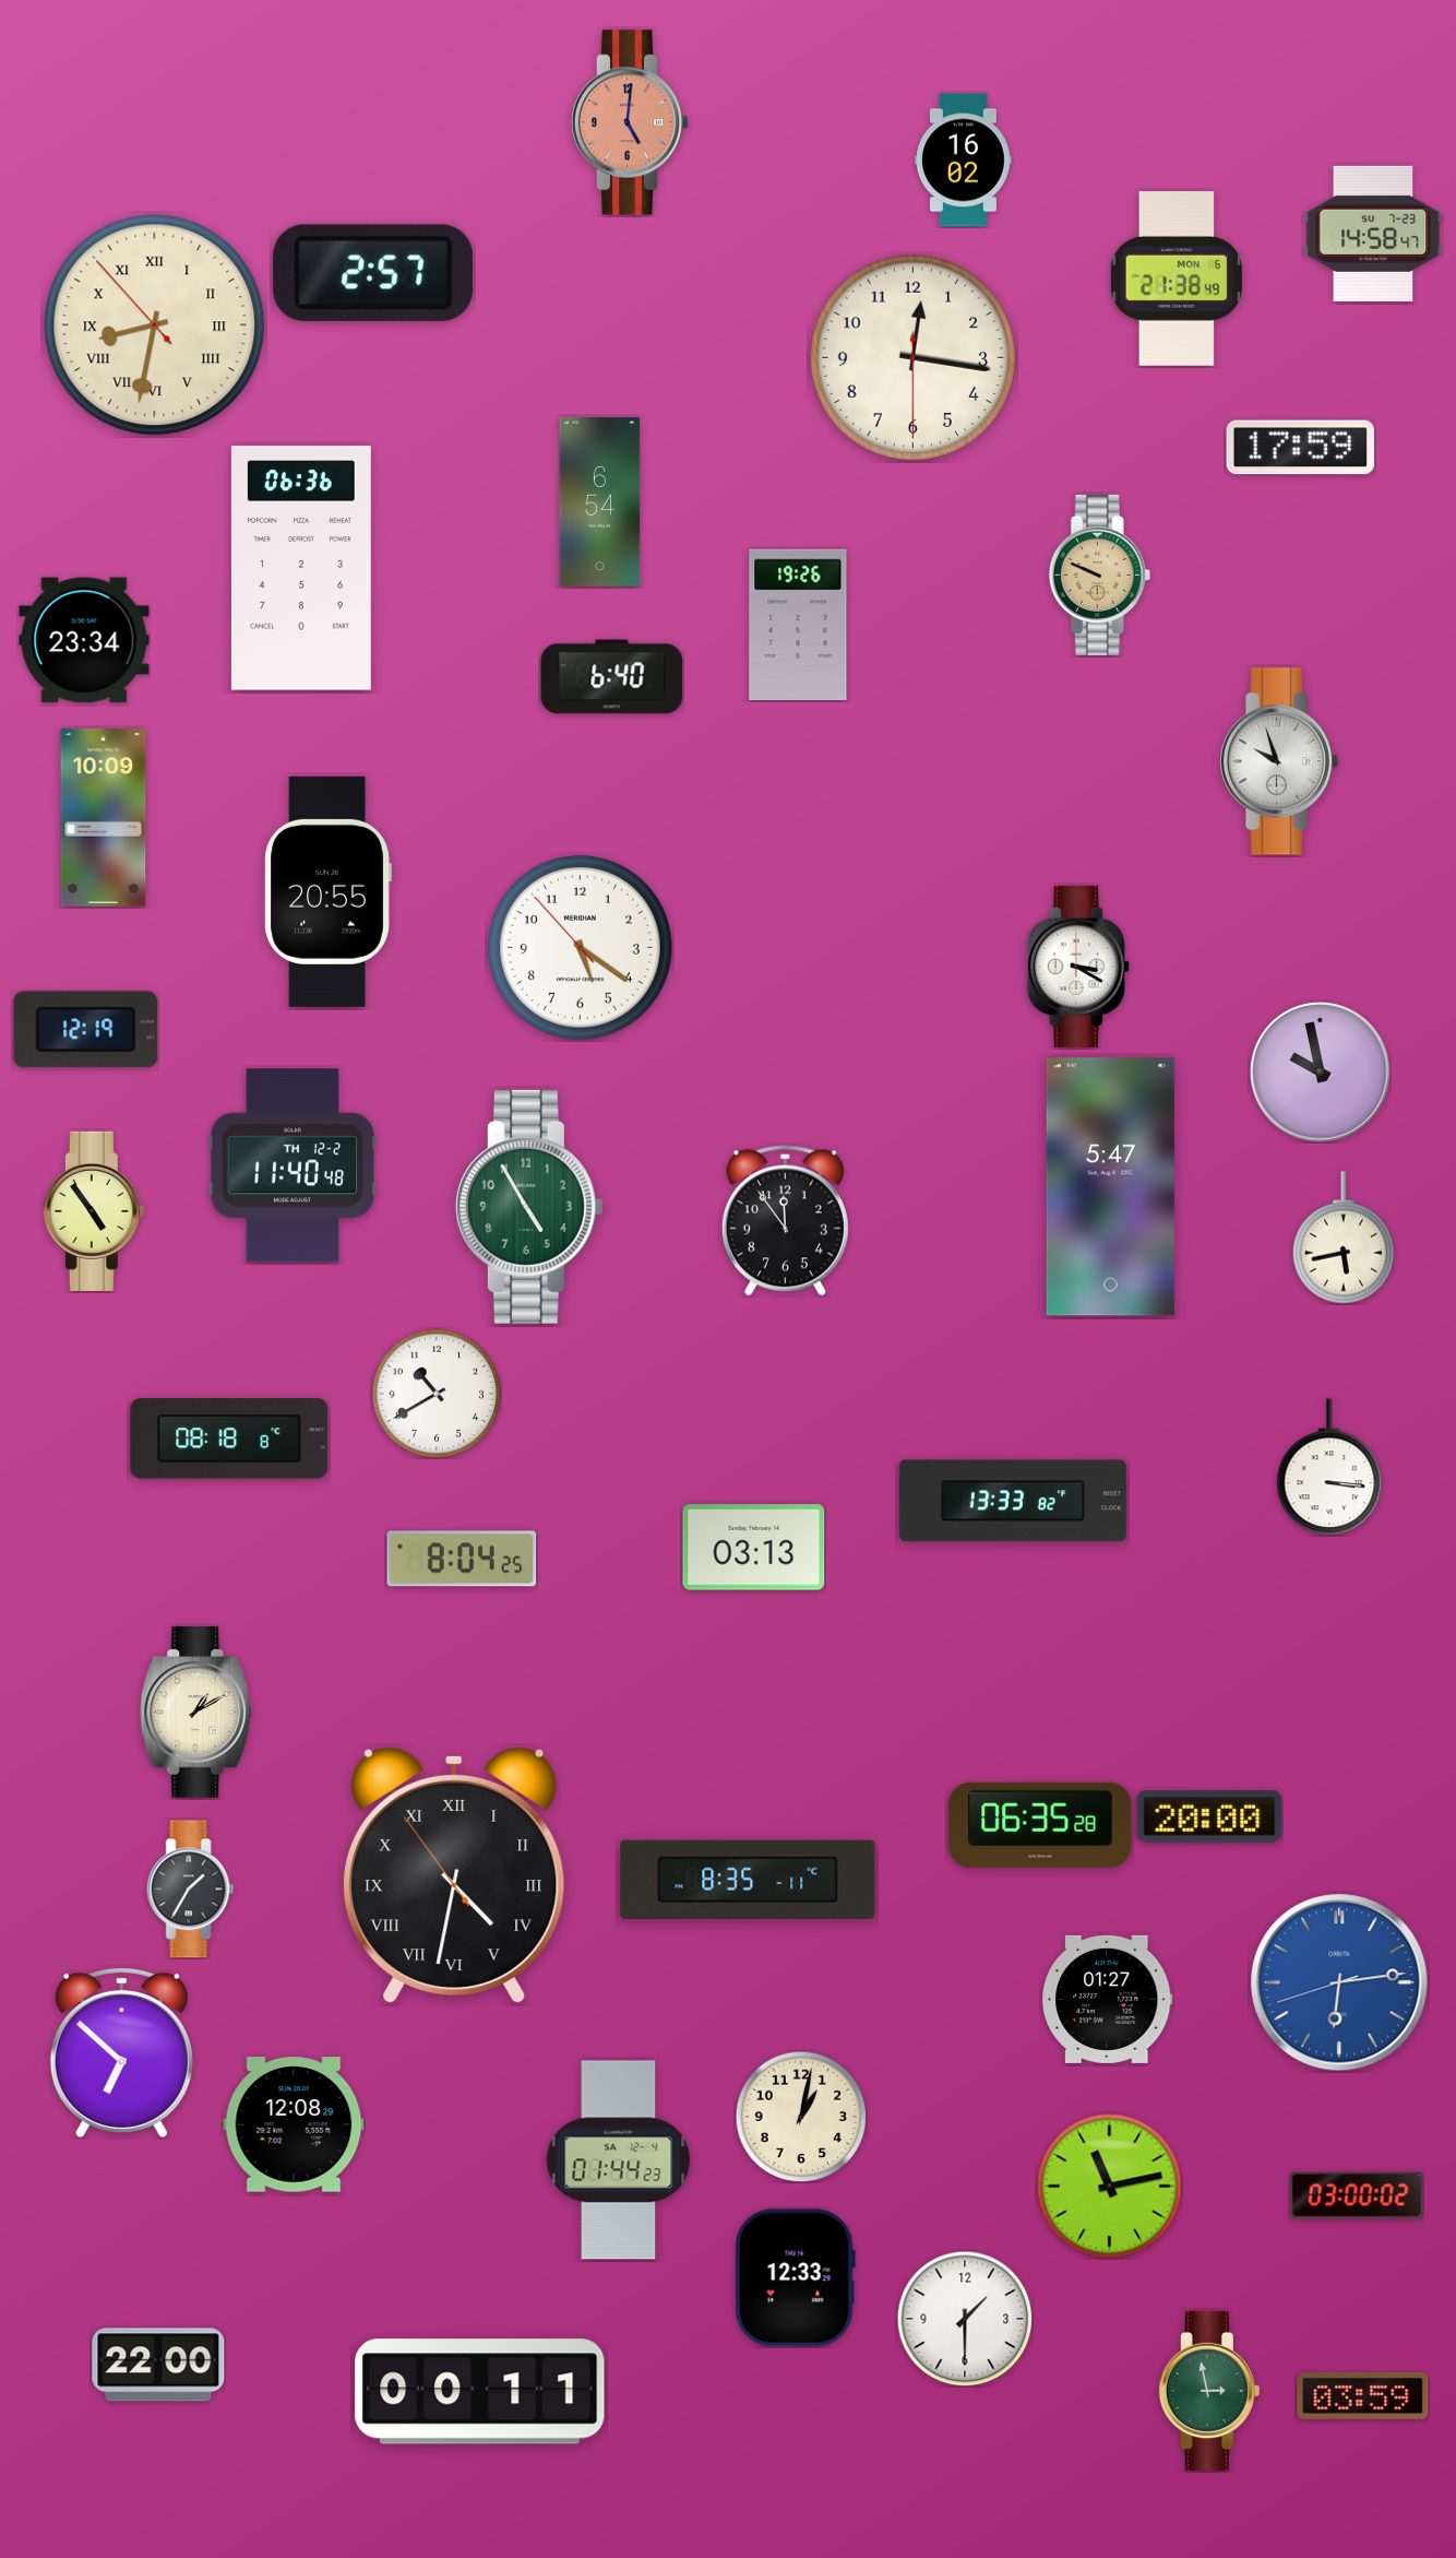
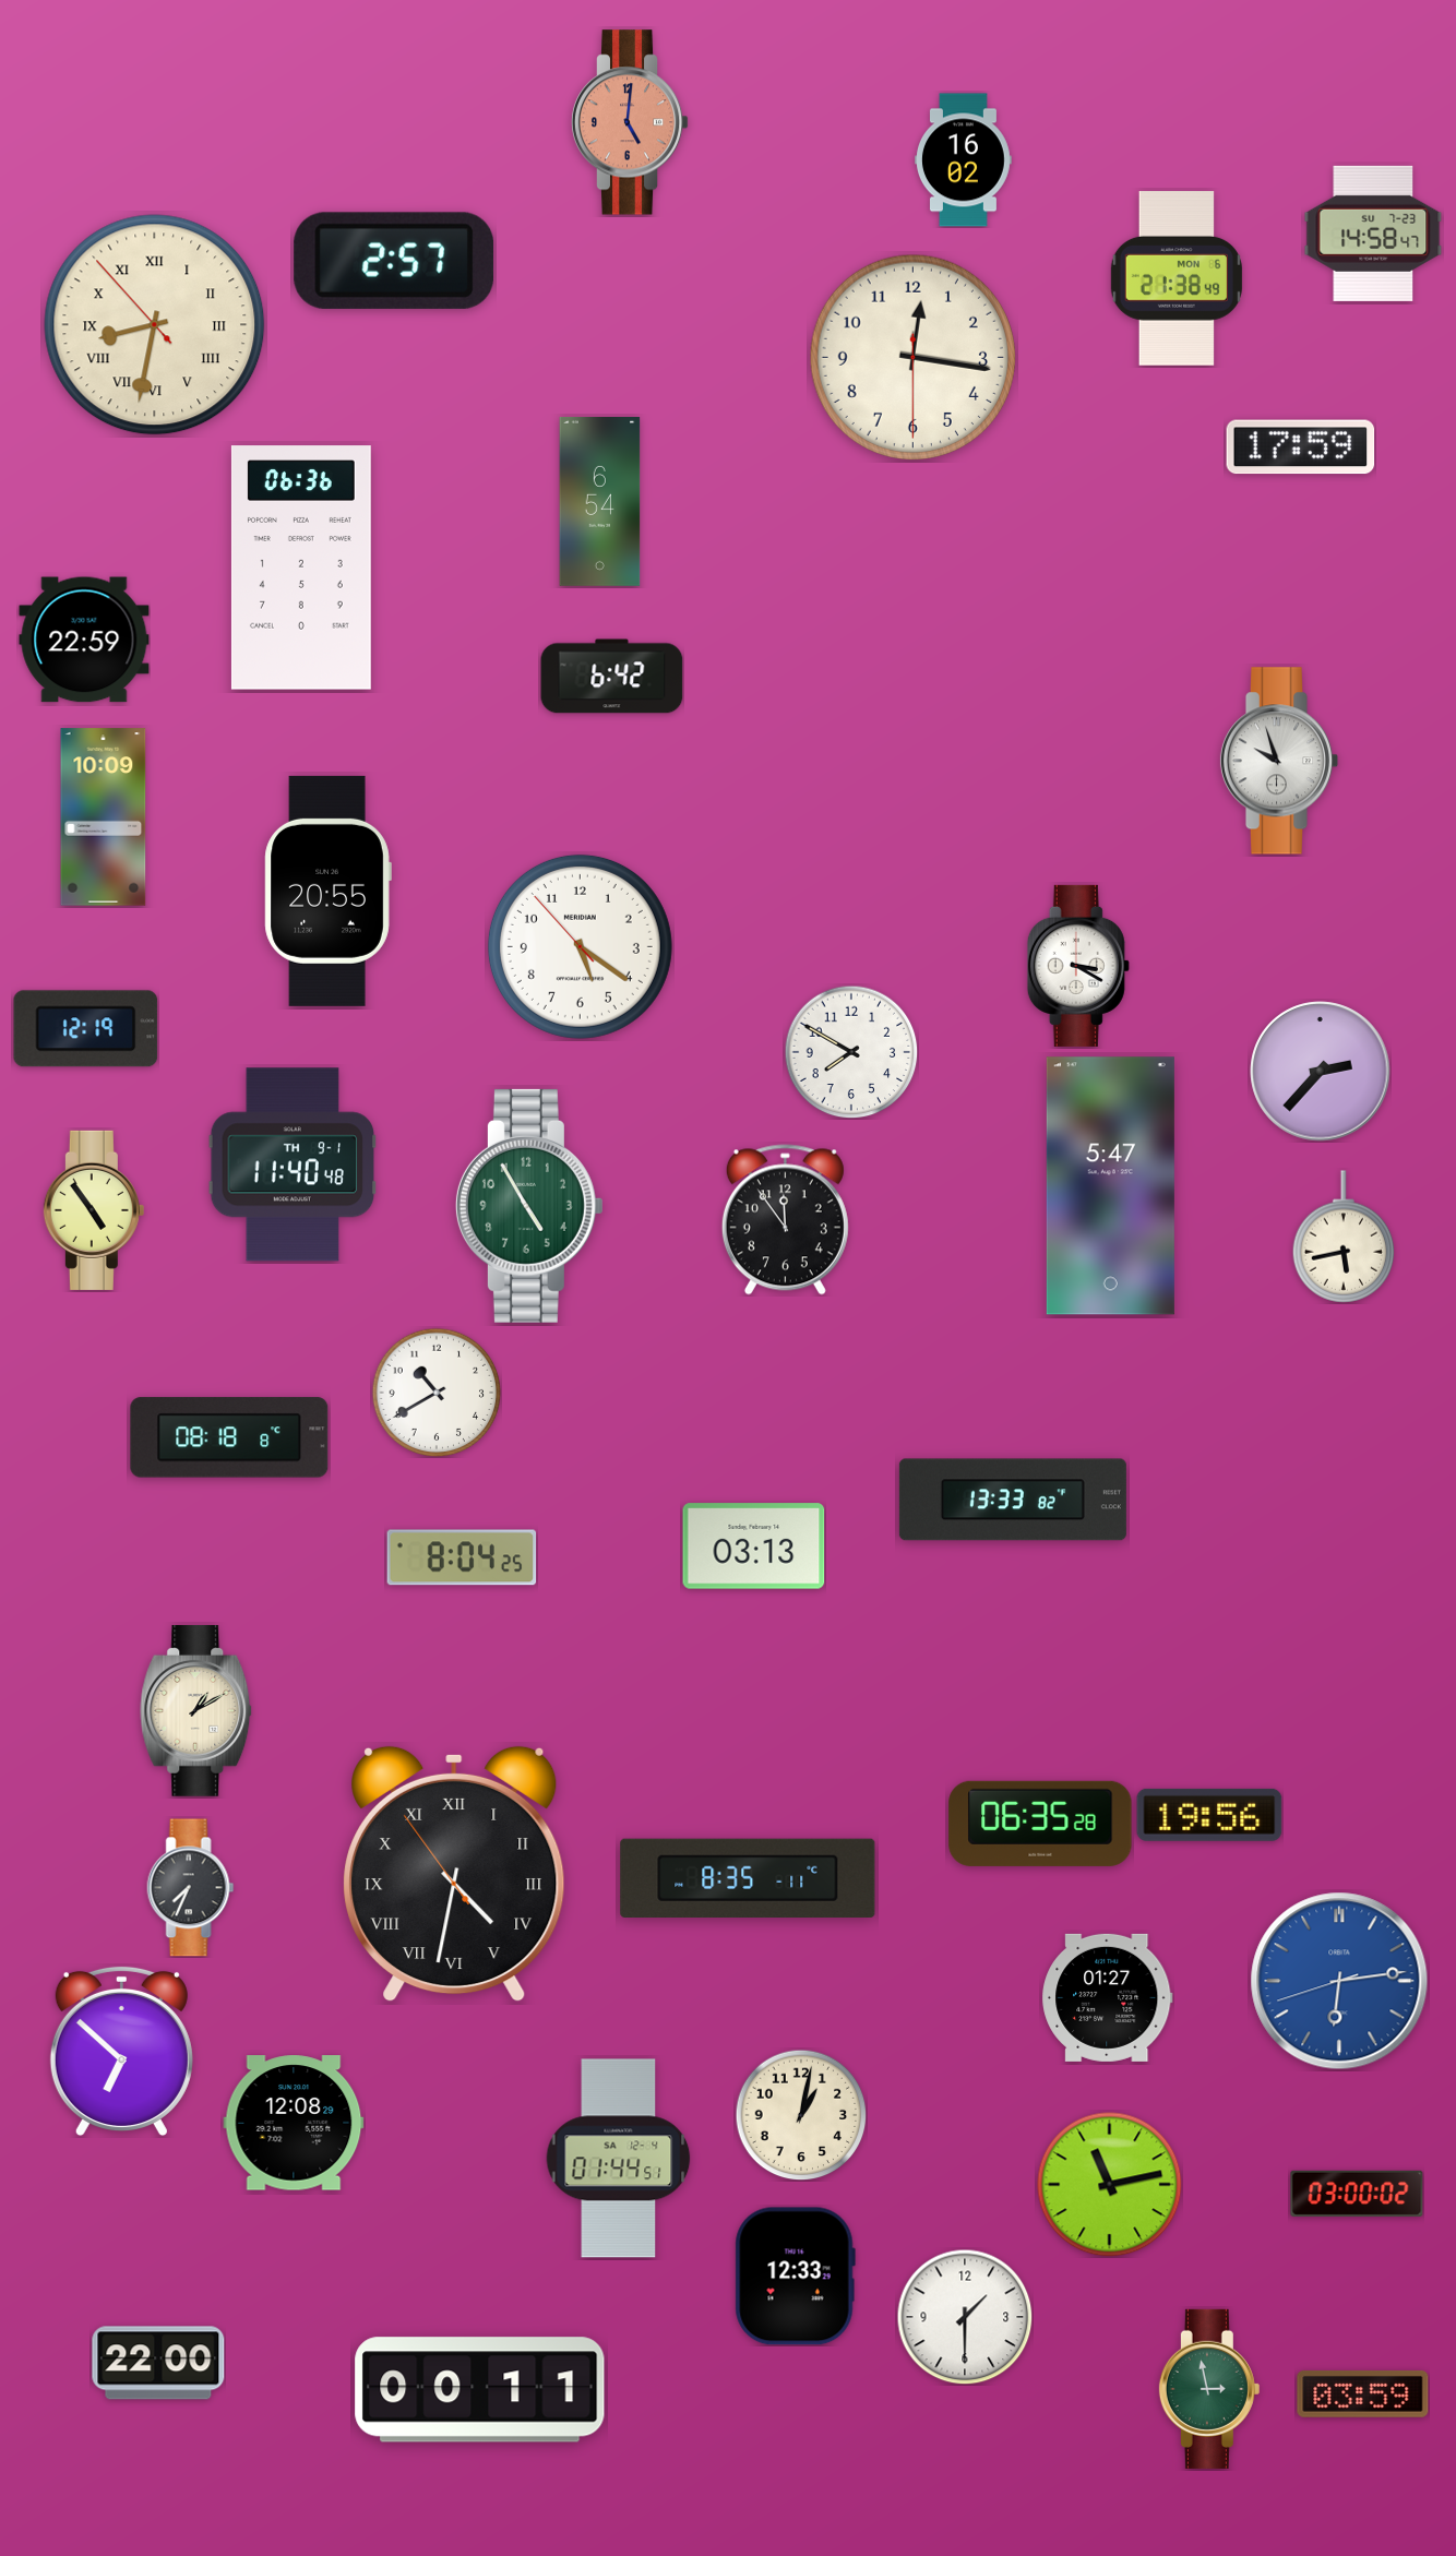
clock at (373, 273) position: (373, 273) -> (394, 261)
clock at (1099, 575): 9:49 -> none
clock at (798, 625): 19:26 -> none
clock at (84, 640): 23:34 -> 22:59
clock at (612, 677): 6:40 -> 6:42
clock at (851, 1052): none -> 7:50
clock at (1321, 1073): 9:58 -> 2:37
clock at (293, 1165) date: TH 12-2 -> TH 9-1
clock at (1329, 1467): 3:16 -> none
clock at (1209, 1816): 20:00 -> 19:56
clock at (191, 1890): 1:35 -> 7:34
clock at (619, 2160): 01:44:23 -> 01:44:51
